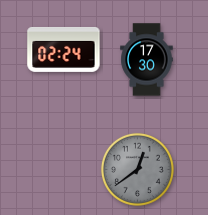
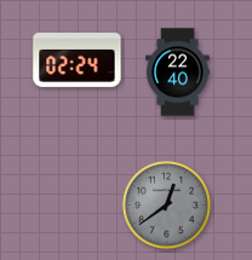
clock at (147, 60): 17:30 -> 22:40
